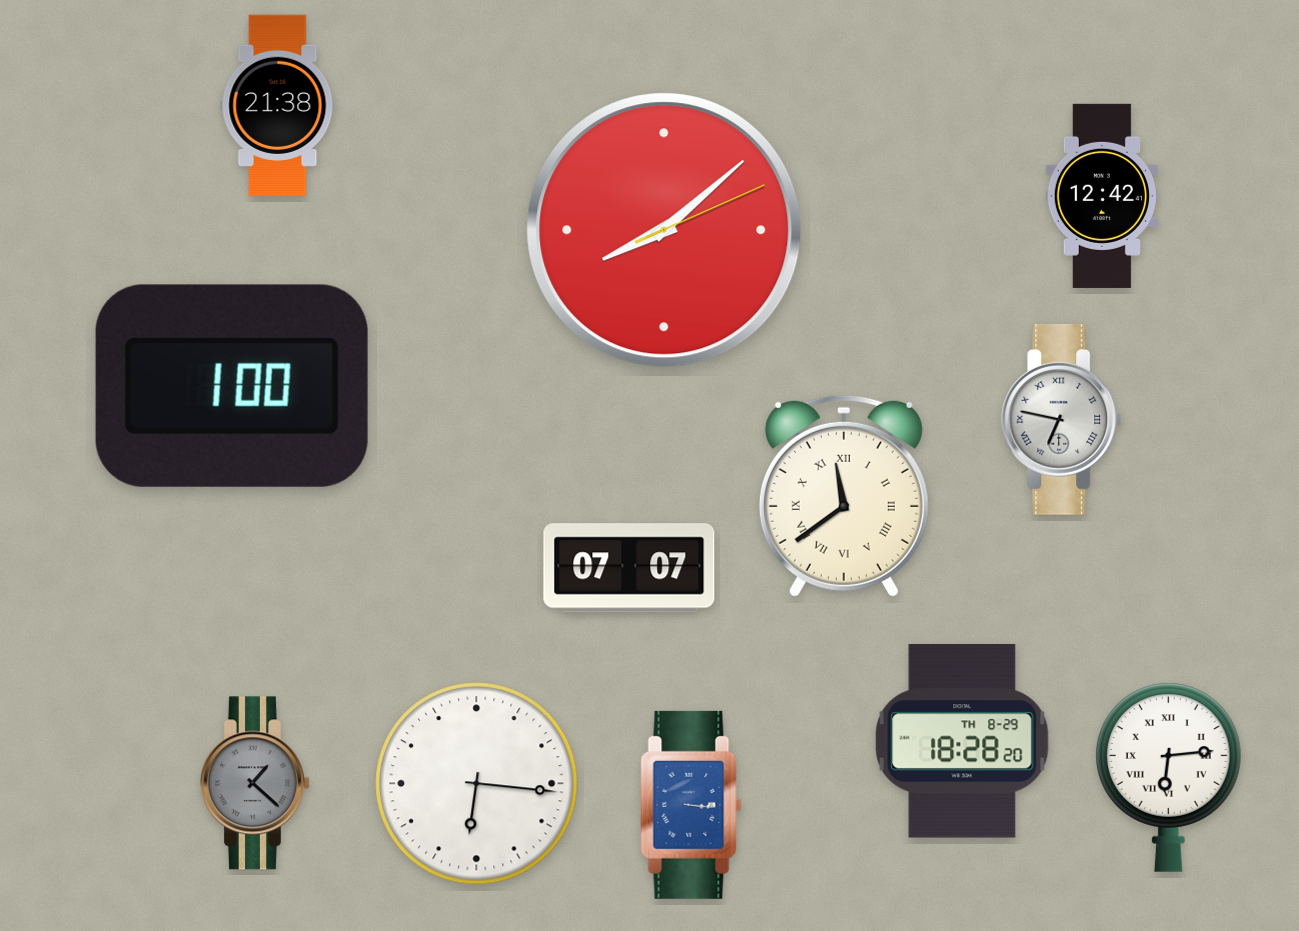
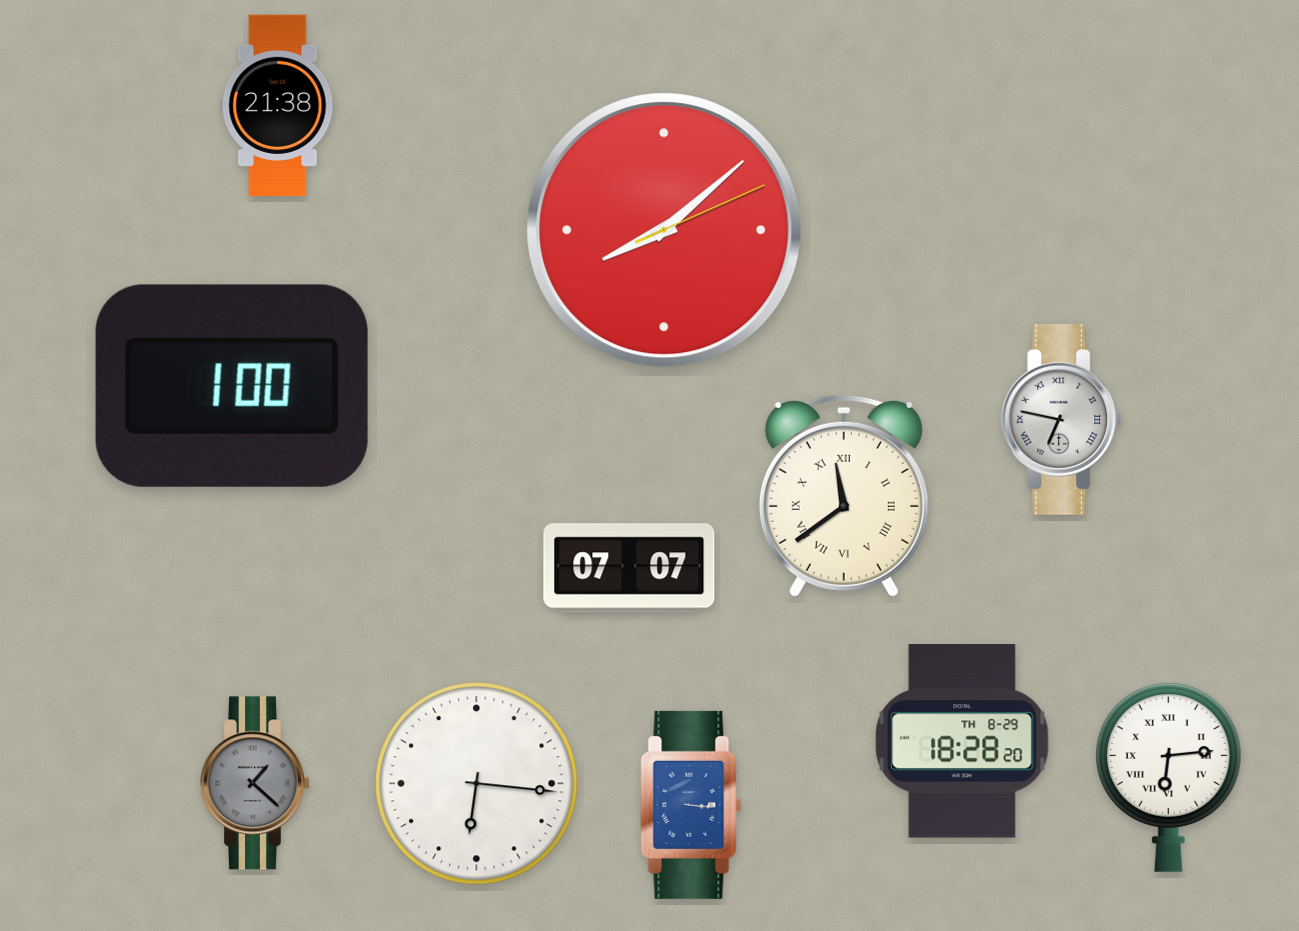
clock at (1101, 196): 12:42 -> none
